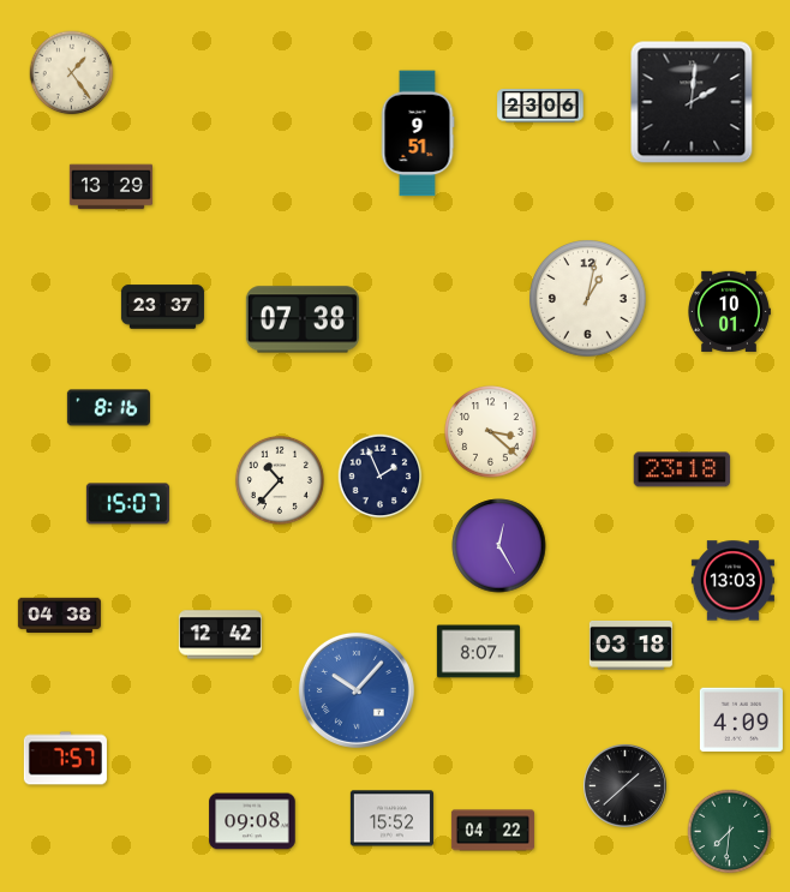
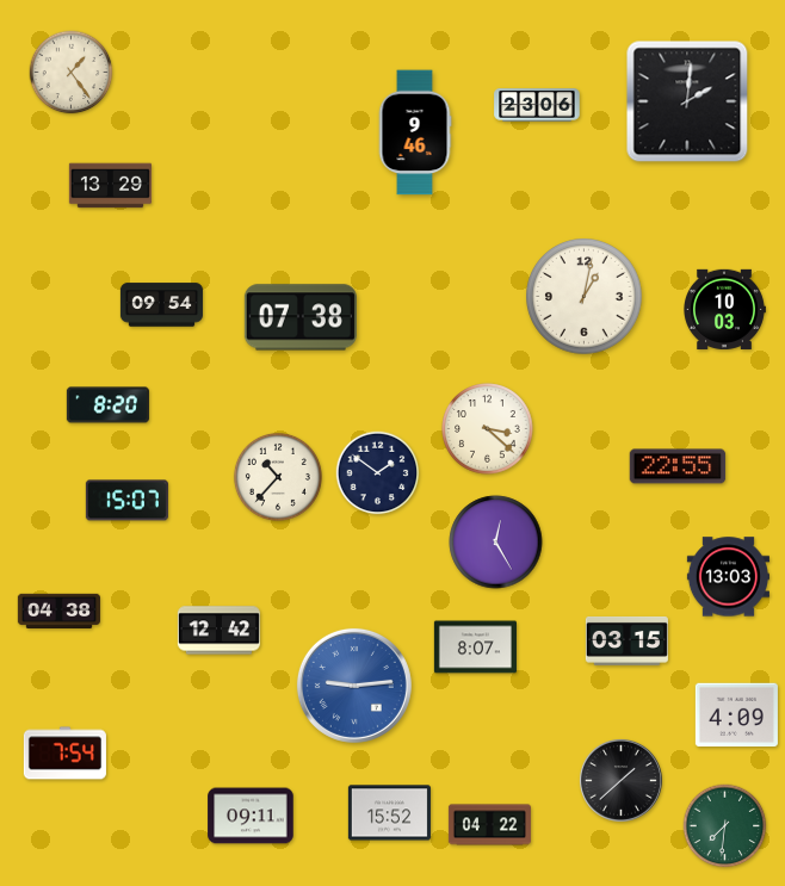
clock at (418, 133): 9:51 -> 9:46
clock at (162, 307): 23:37 -> 09:54
clock at (730, 311): 10:01 -> 10:03
clock at (108, 408): 8:16 -> 8:20
clock at (682, 469): 23:18 -> 22:55
clock at (381, 477): 1:56 -> 1:51
clock at (630, 645): 03:18 -> 03:15
clock at (357, 690): 10:07 -> 9:14
clock at (65, 759): 7:57 -> 7:54
clock at (252, 821): 09:08 -> 09:11
